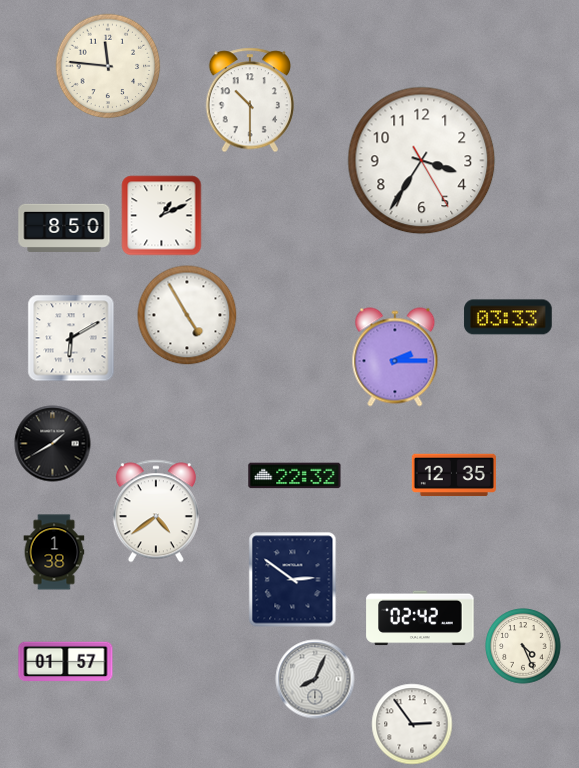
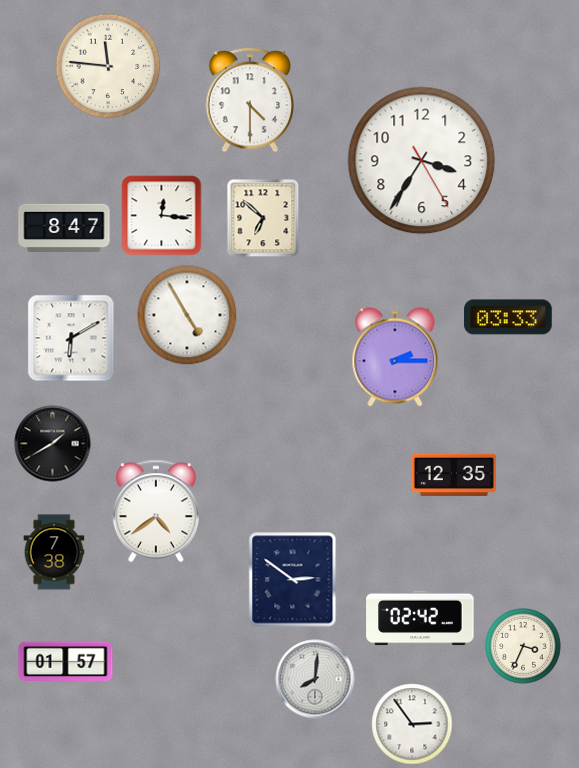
clock at (250, 100): 10:30 -> 4:30
clock at (162, 216): 1:11 -> 12:16
clock at (263, 218): none -> 6:52
clock at (64, 227): 8:50 -> 8:47
clock at (295, 476): 22:32 -> none
clock at (54, 552): 1:38 -> 7:38
clock at (523, 646): 4:26 -> 3:34
clock at (315, 679): 8:04 -> 8:01
